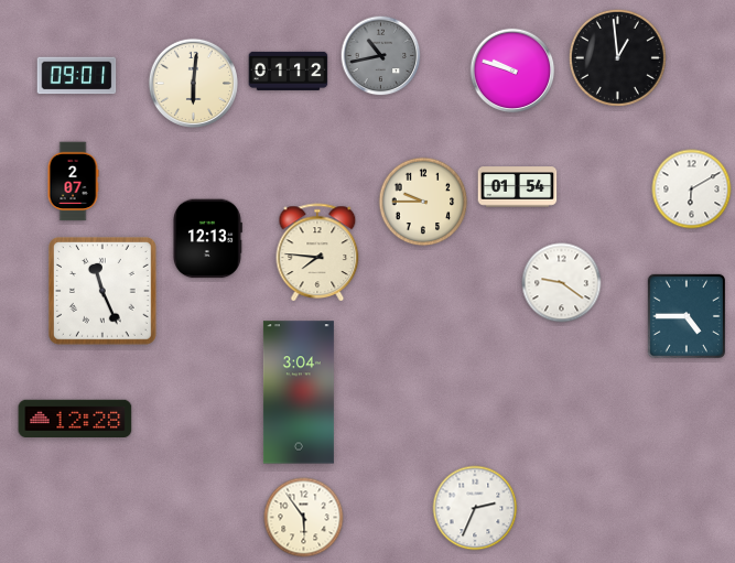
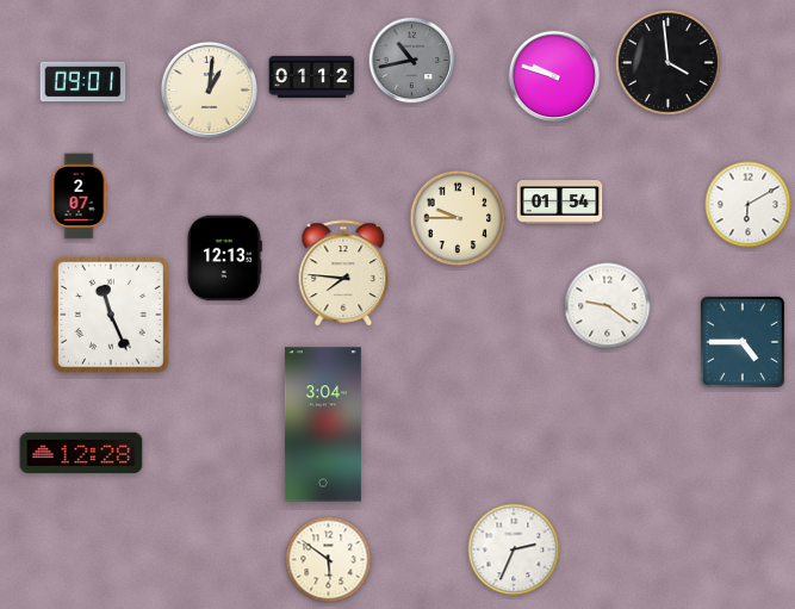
clock at (617, 57): 12:59 -> 3:59
clock at (193, 83): 6:01 -> 1:01
clock at (304, 518): 5:54 -> 5:51
